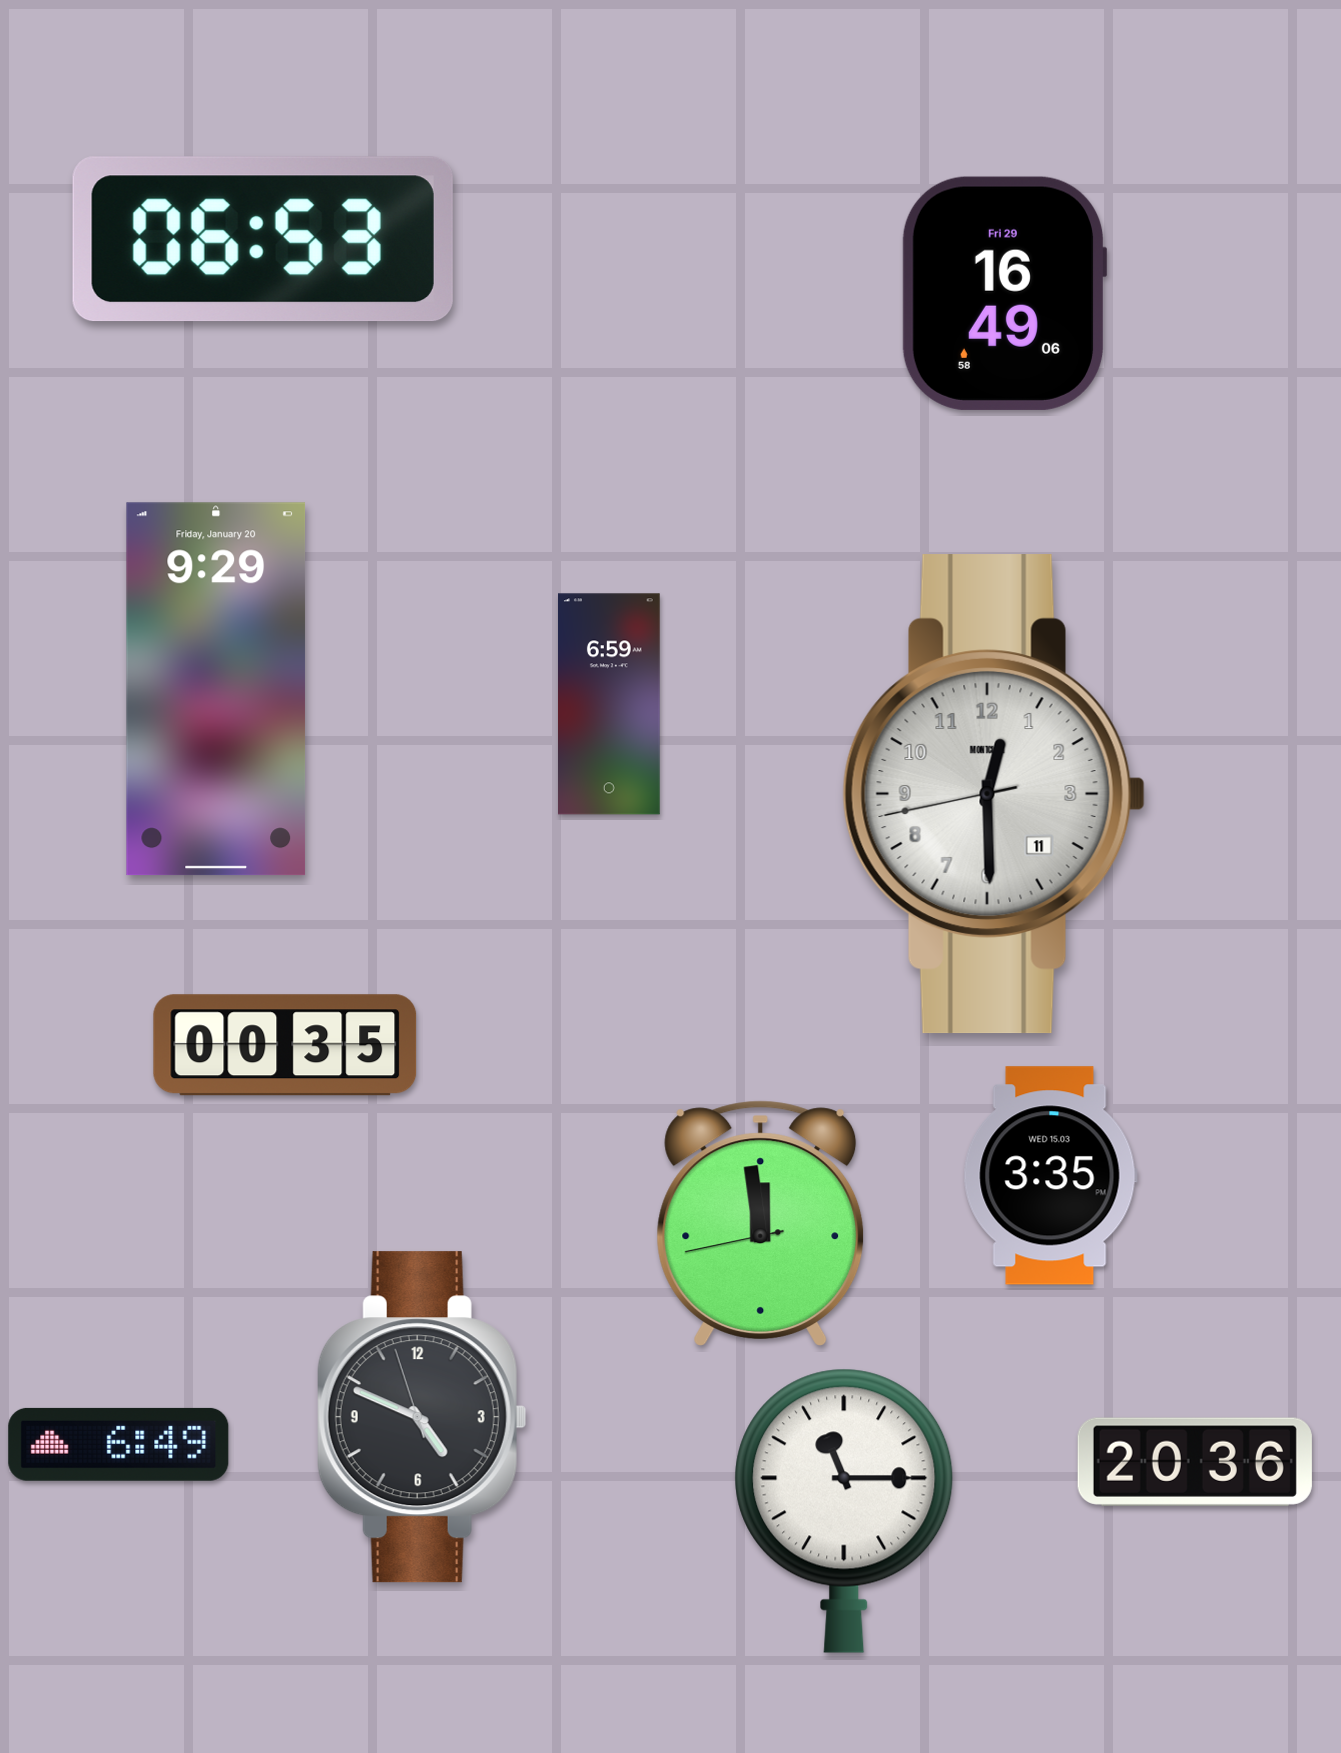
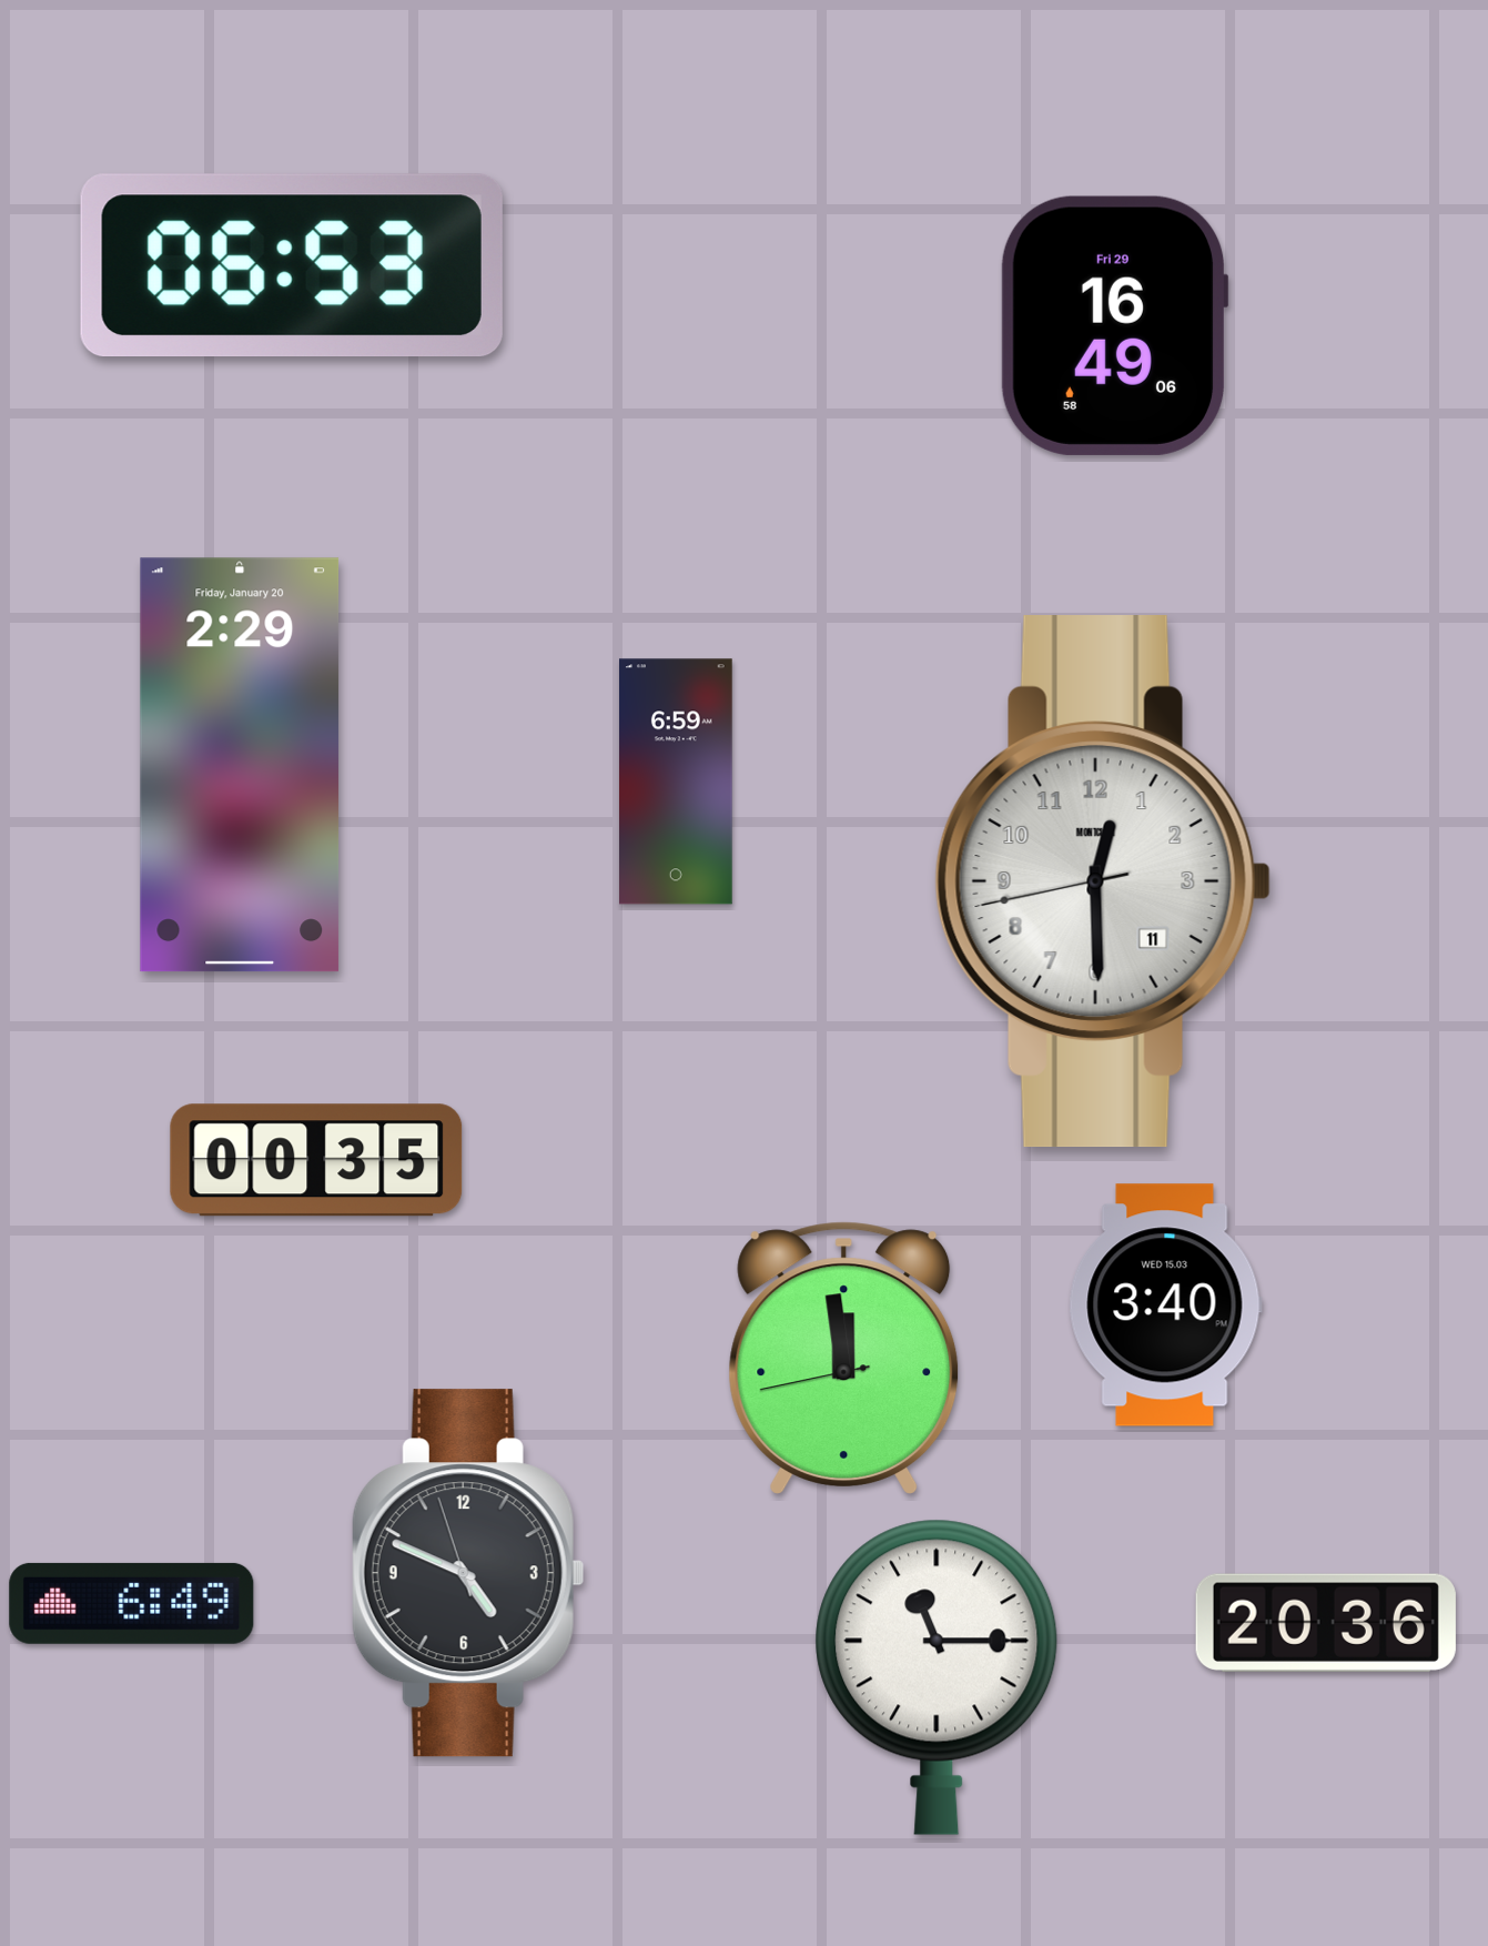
clock at (216, 689): 9:29 -> 2:29
clock at (1050, 1176): 3:35 -> 3:40
